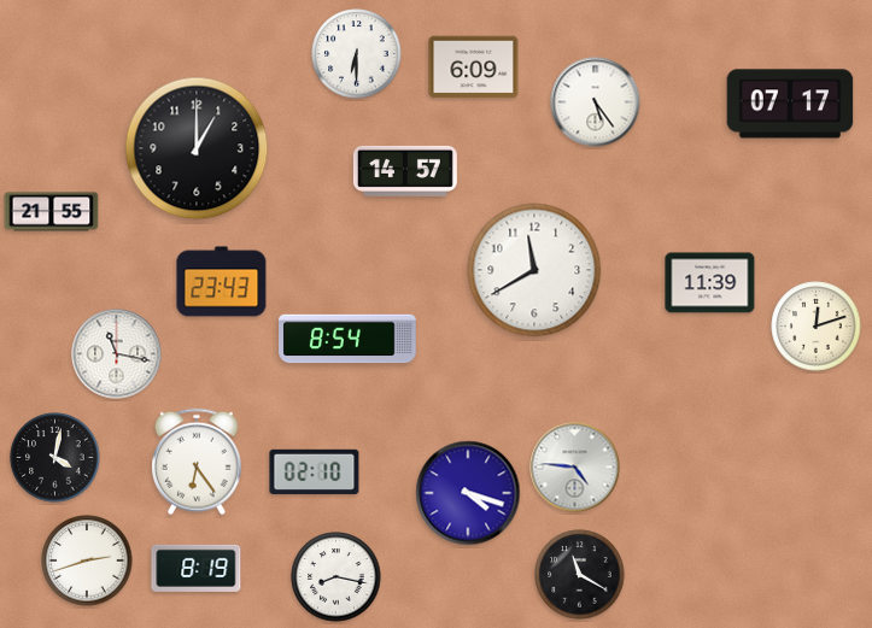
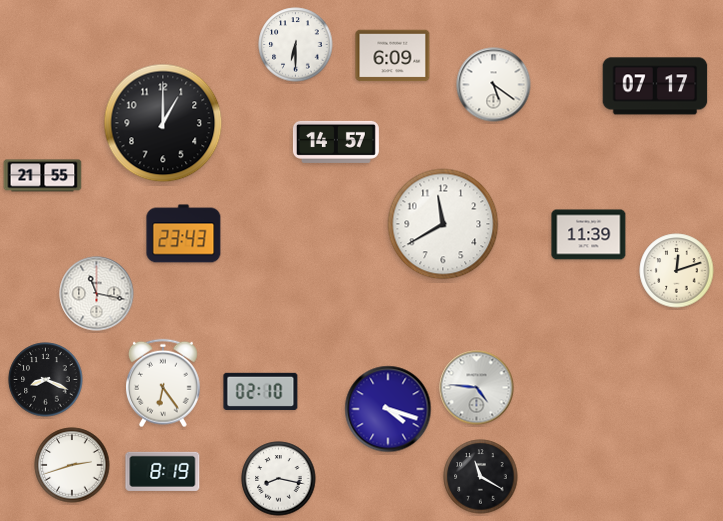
clock at (596, 102): 5:24 -> 5:21
clock at (347, 339): 8:54 -> none
clock at (55, 458): 4:02 -> 8:19
